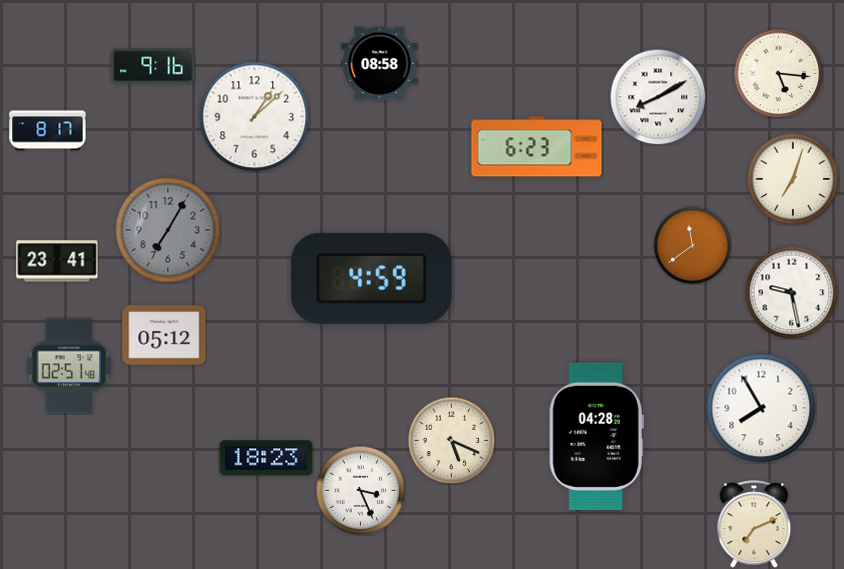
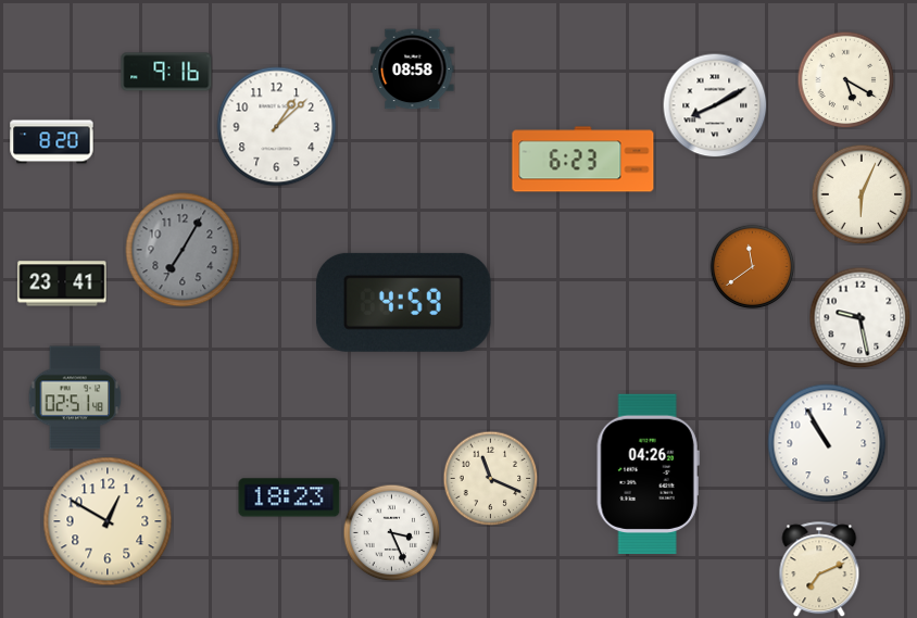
clock at (778, 73): 5:16 -> 5:20
clock at (48, 131): 8:17 -> 8:20
clock at (793, 179): 7:03 -> 6:04
clock at (164, 335): 05:12 -> none
clock at (761, 408): 7:55 -> 10:55
clock at (596, 436): 04:28 -> 04:26
clock at (451, 440): 5:19 -> 11:19
clock at (108, 521): none -> 12:50
